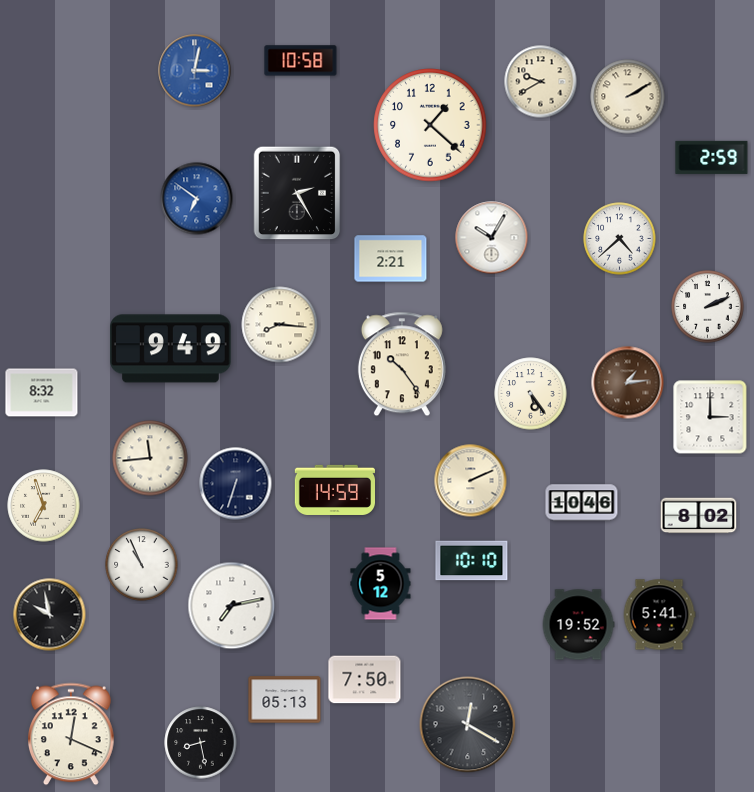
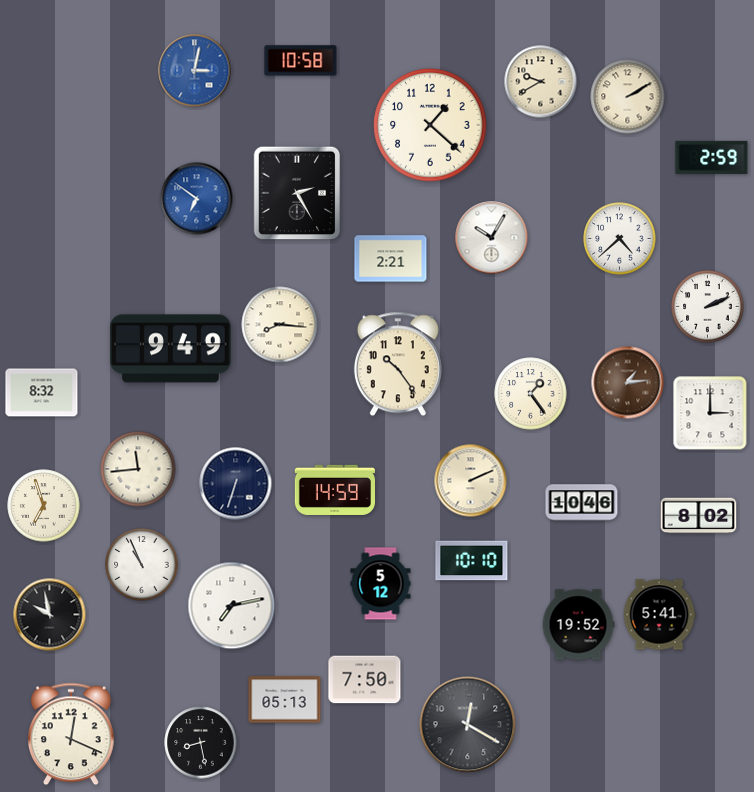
clock at (402, 364) position: (402, 364) -> (398, 364)
clock at (531, 394): 5:24 -> 1:24
clock at (710, 417) position: (710, 417) -> (710, 413)
clock at (150, 458) position: (150, 458) -> (138, 469)
